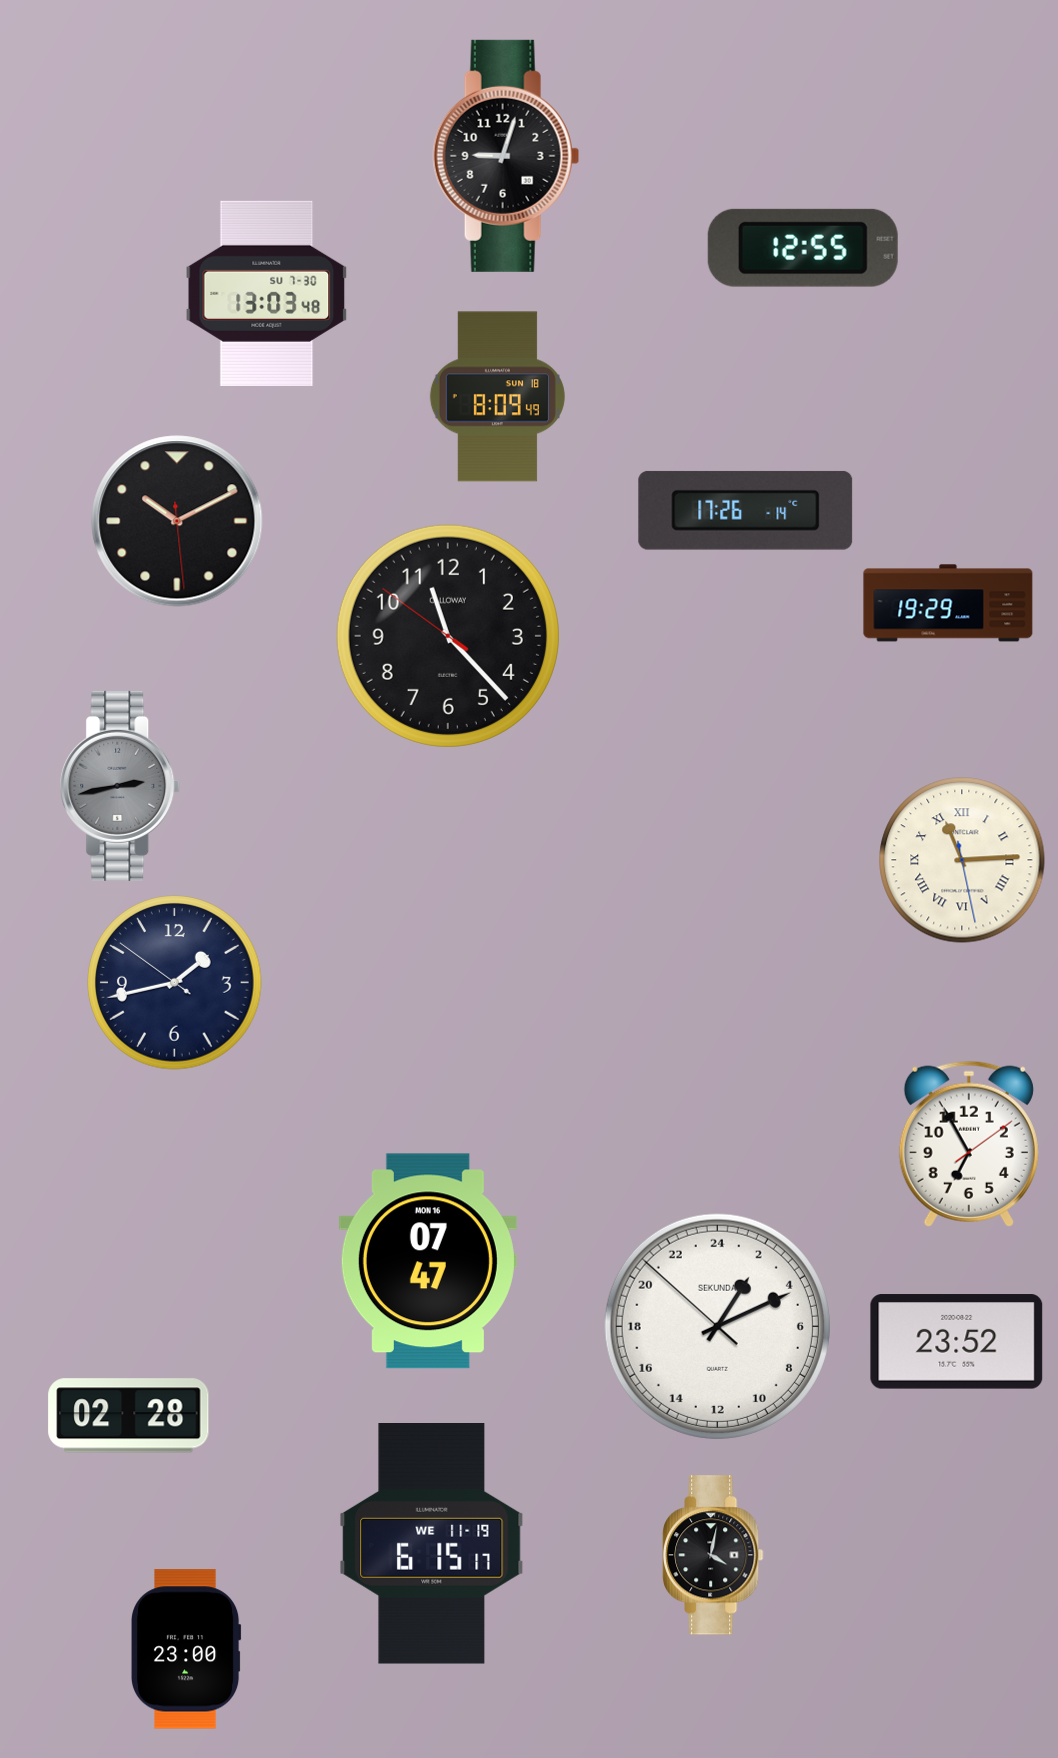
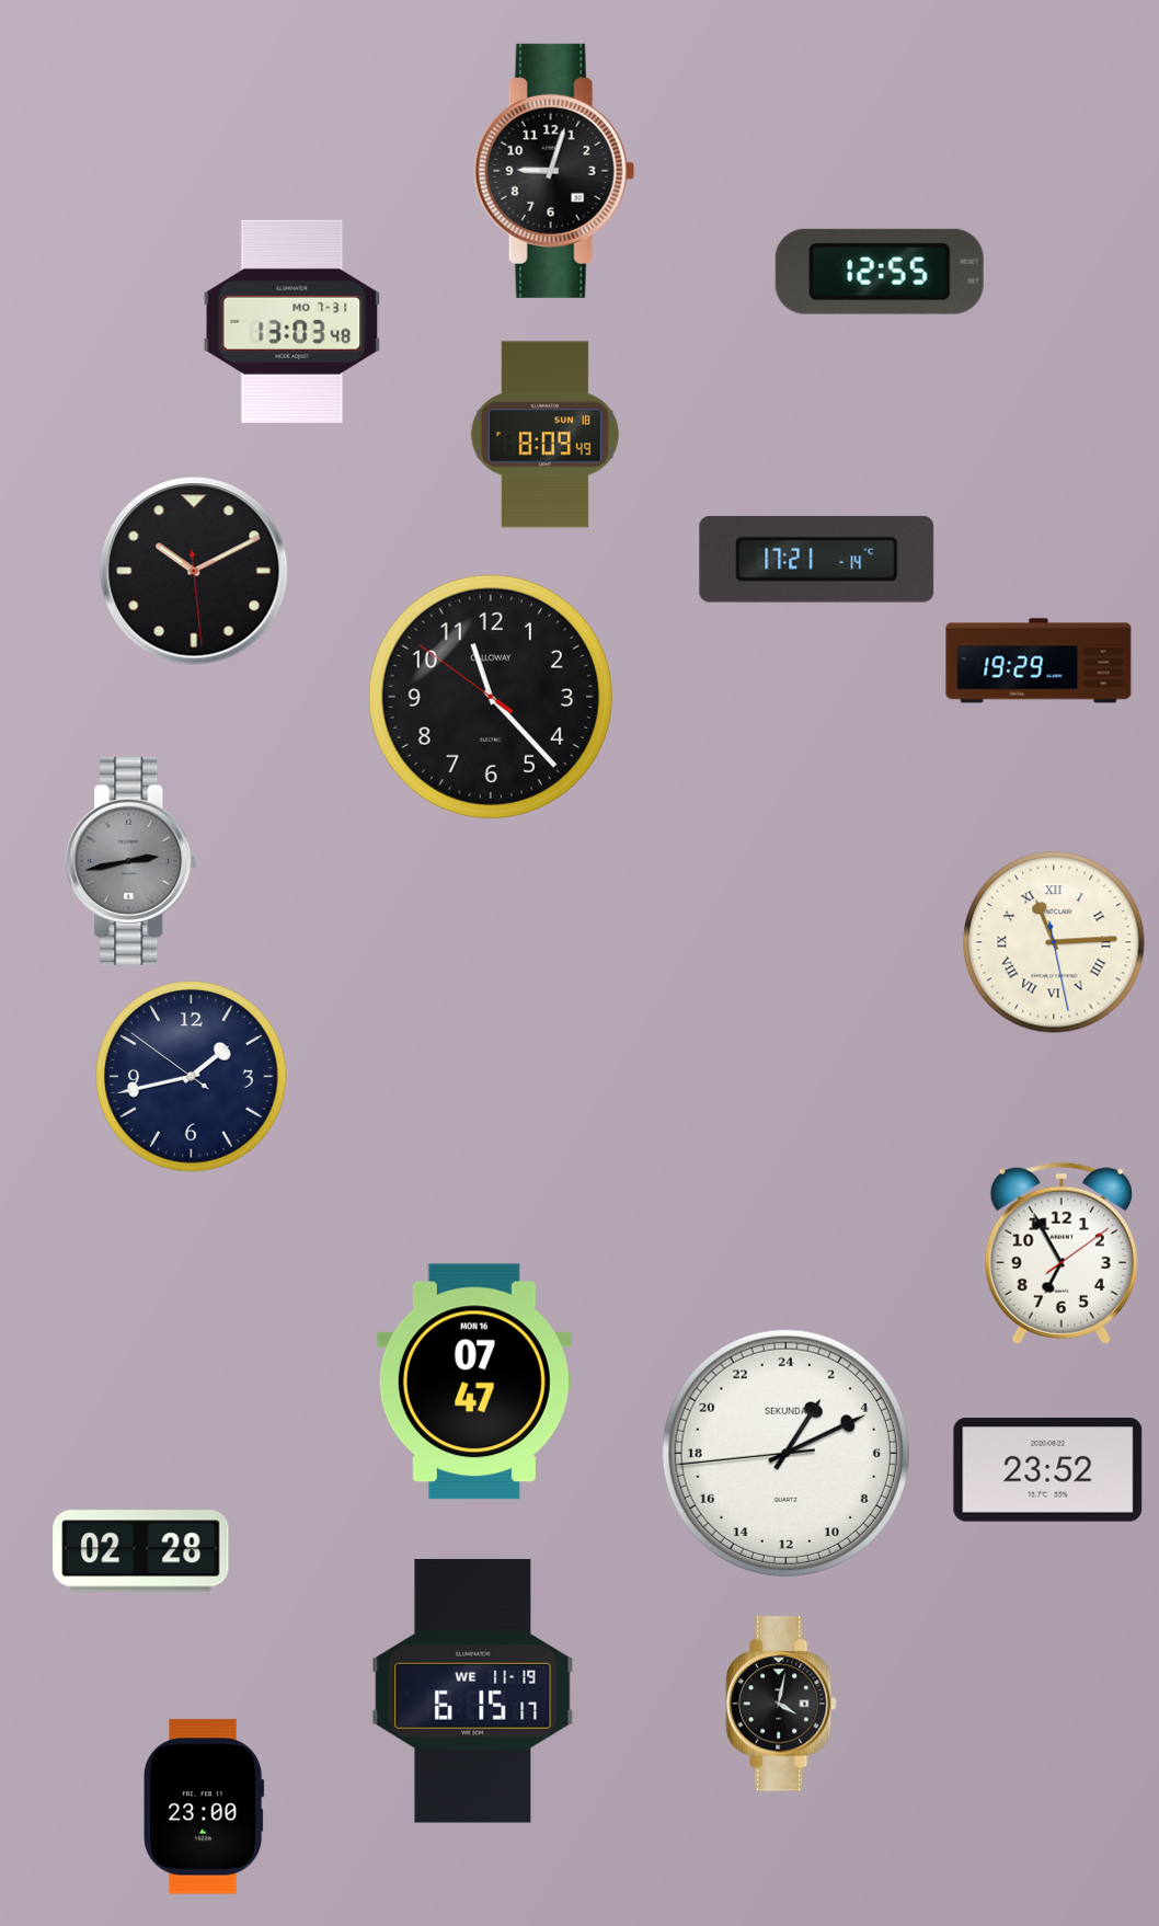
clock at (267, 293) date: SU 7-30 -> MO 7-31
clock at (746, 510): 17:26 -> 17:21
clock at (428, 1261) position: (428, 1261) -> (474, 1382)
clock at (717, 1326): 2:10:52 -> 2:10:44
